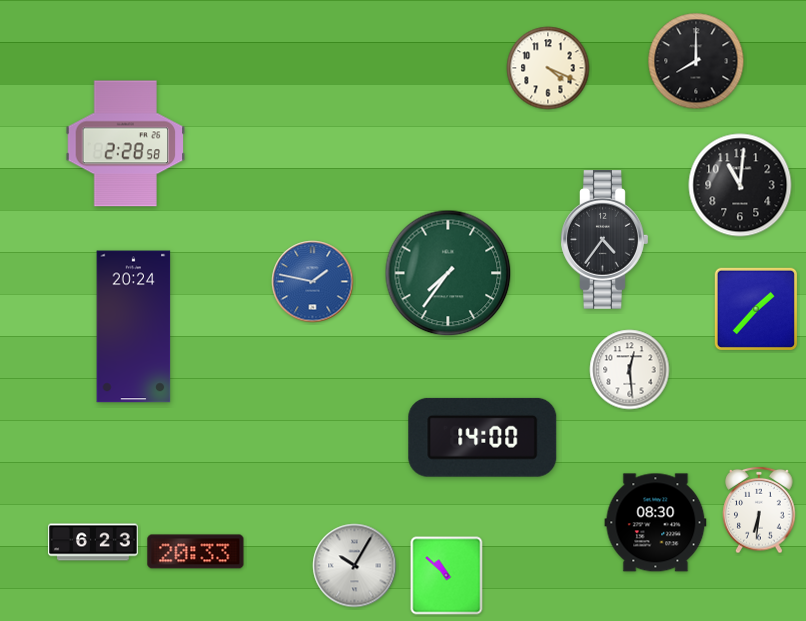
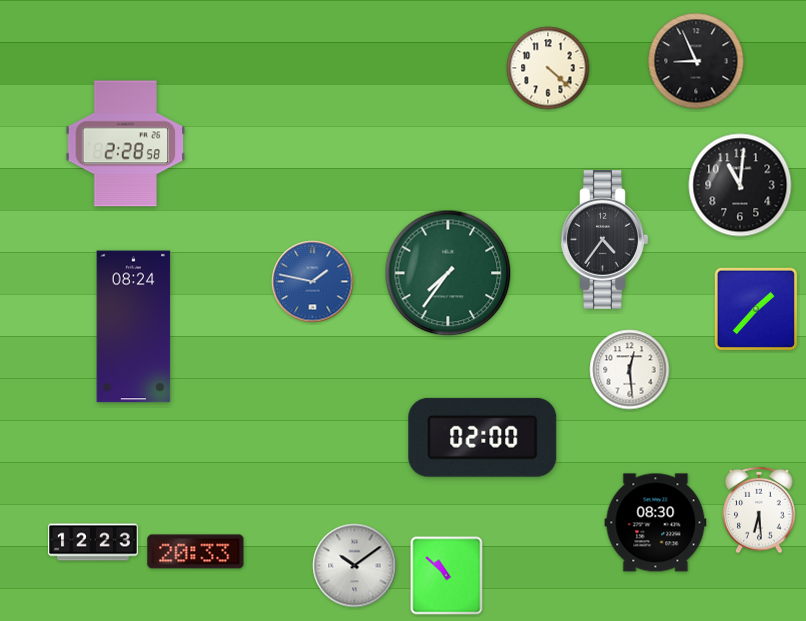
clock at (696, 61): 8:00 -> 8:56
clock at (548, 68): 4:19 -> 4:22
clock at (134, 327): 20:24 -> 08:24
clock at (483, 437): 14:00 -> 02:00
clock at (759, 510): 6:31 -> 6:29
clock at (93, 542): 6:23 -> 12:23
clock at (355, 566): 10:05 -> 10:09
